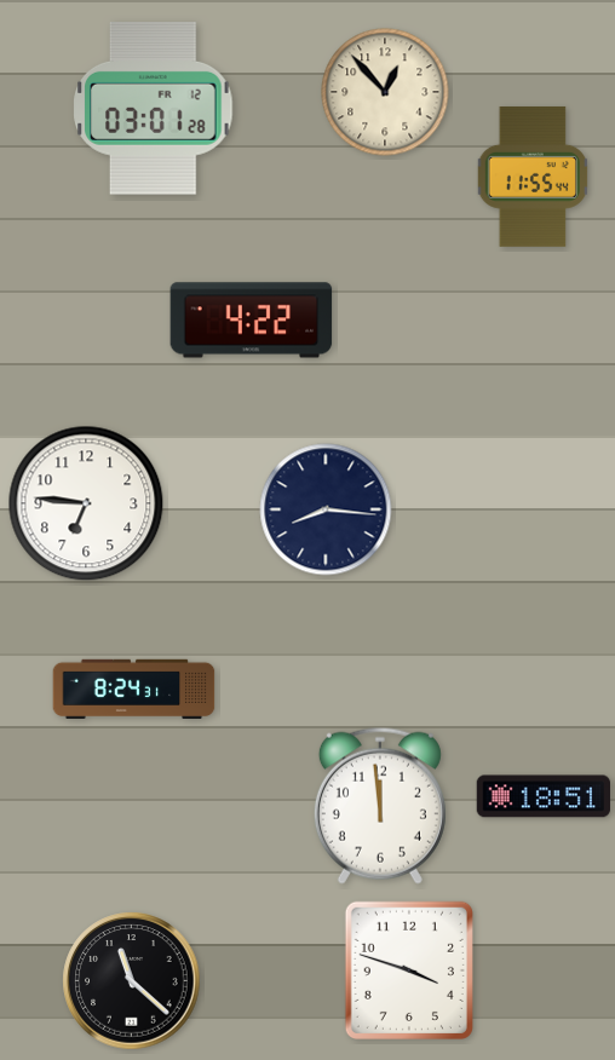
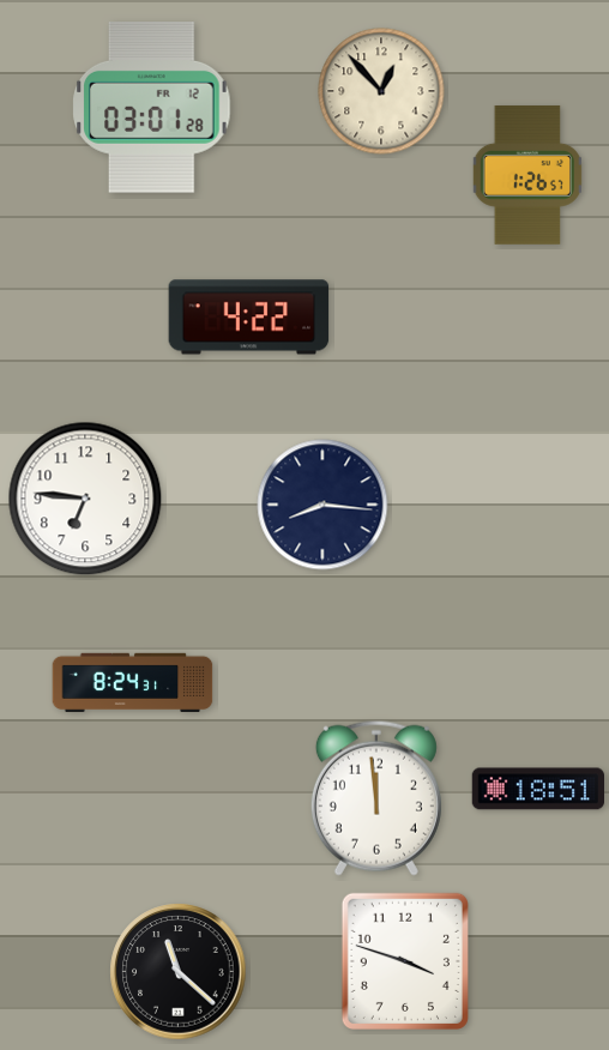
clock at (531, 177): 11:55 -> 1:26
clock at (132, 981) position: (132, 981) -> (179, 972)
